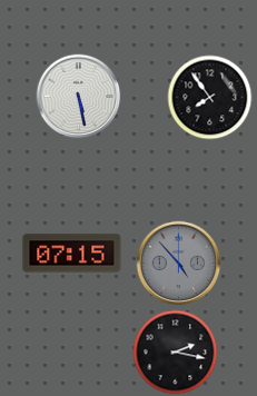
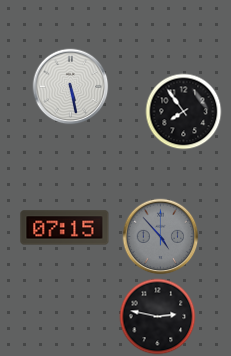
clock at (210, 98) position: (210, 98) -> (184, 112)
clock at (176, 353): 2:17 -> 2:47
